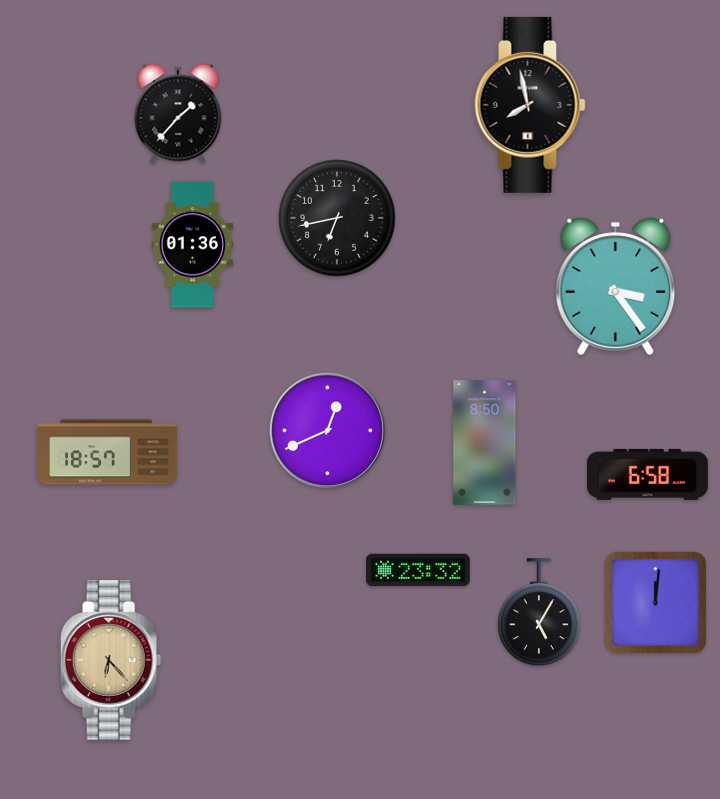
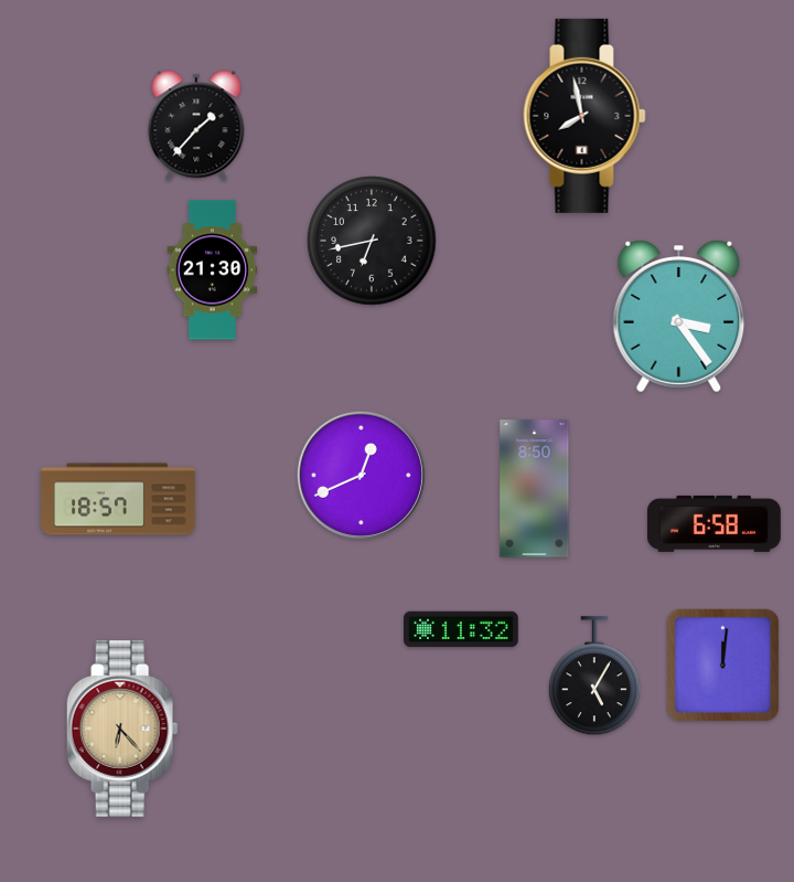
clock at (193, 245): 01:36 -> 21:30
clock at (418, 570): 23:32 -> 11:32
